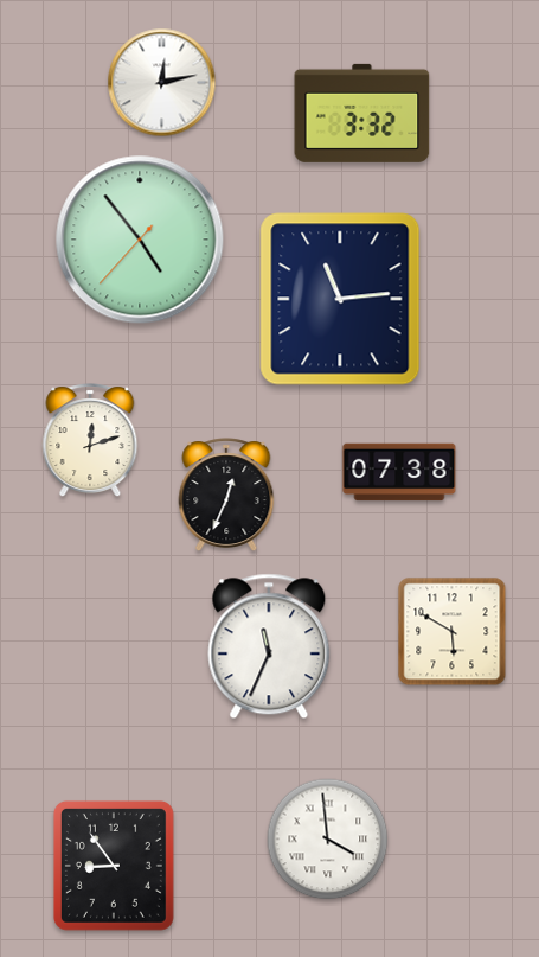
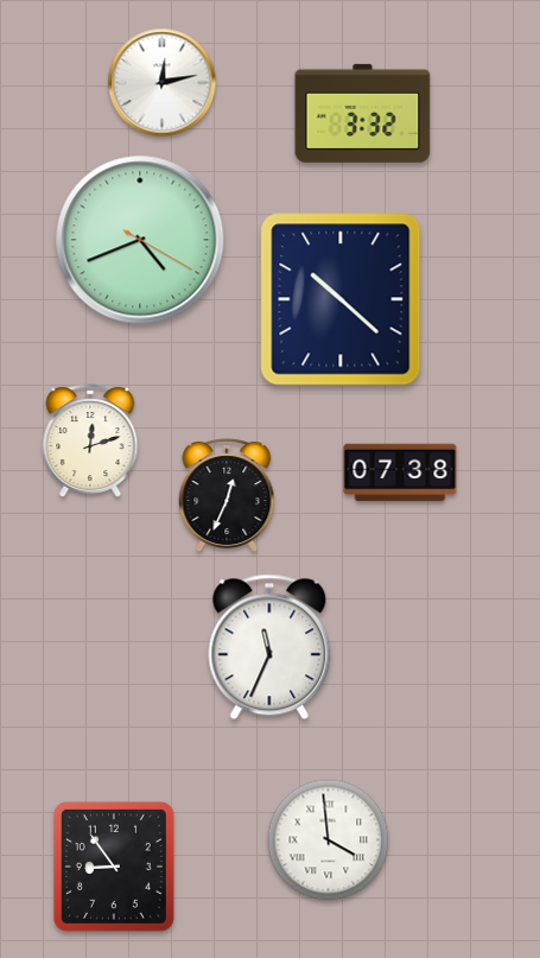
clock at (140, 240): 4:53 -> 4:41
clock at (340, 299): 11:14 -> 10:22
clock at (453, 632): 5:50 -> none
